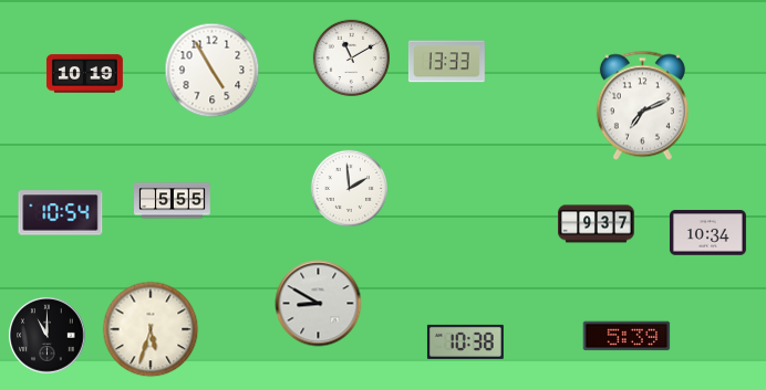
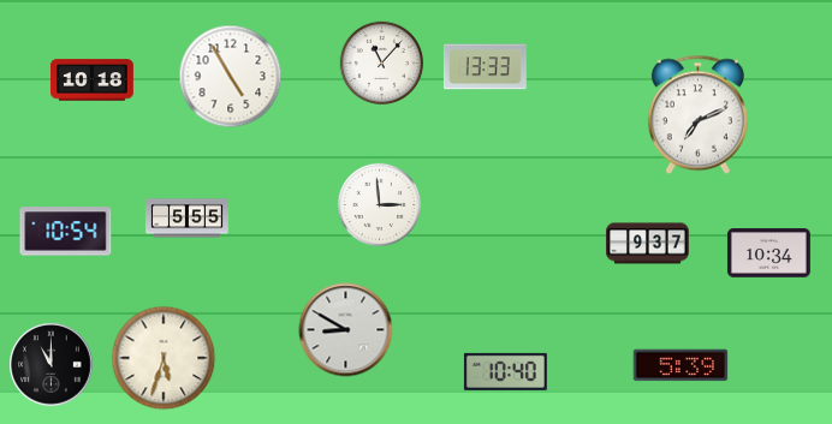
clock at (352, 59): 11:10 -> 11:07
clock at (84, 74): 10:19 -> 10:18
clock at (350, 189): 1:59 -> 2:59
clock at (465, 341): 10:38 -> 10:40
